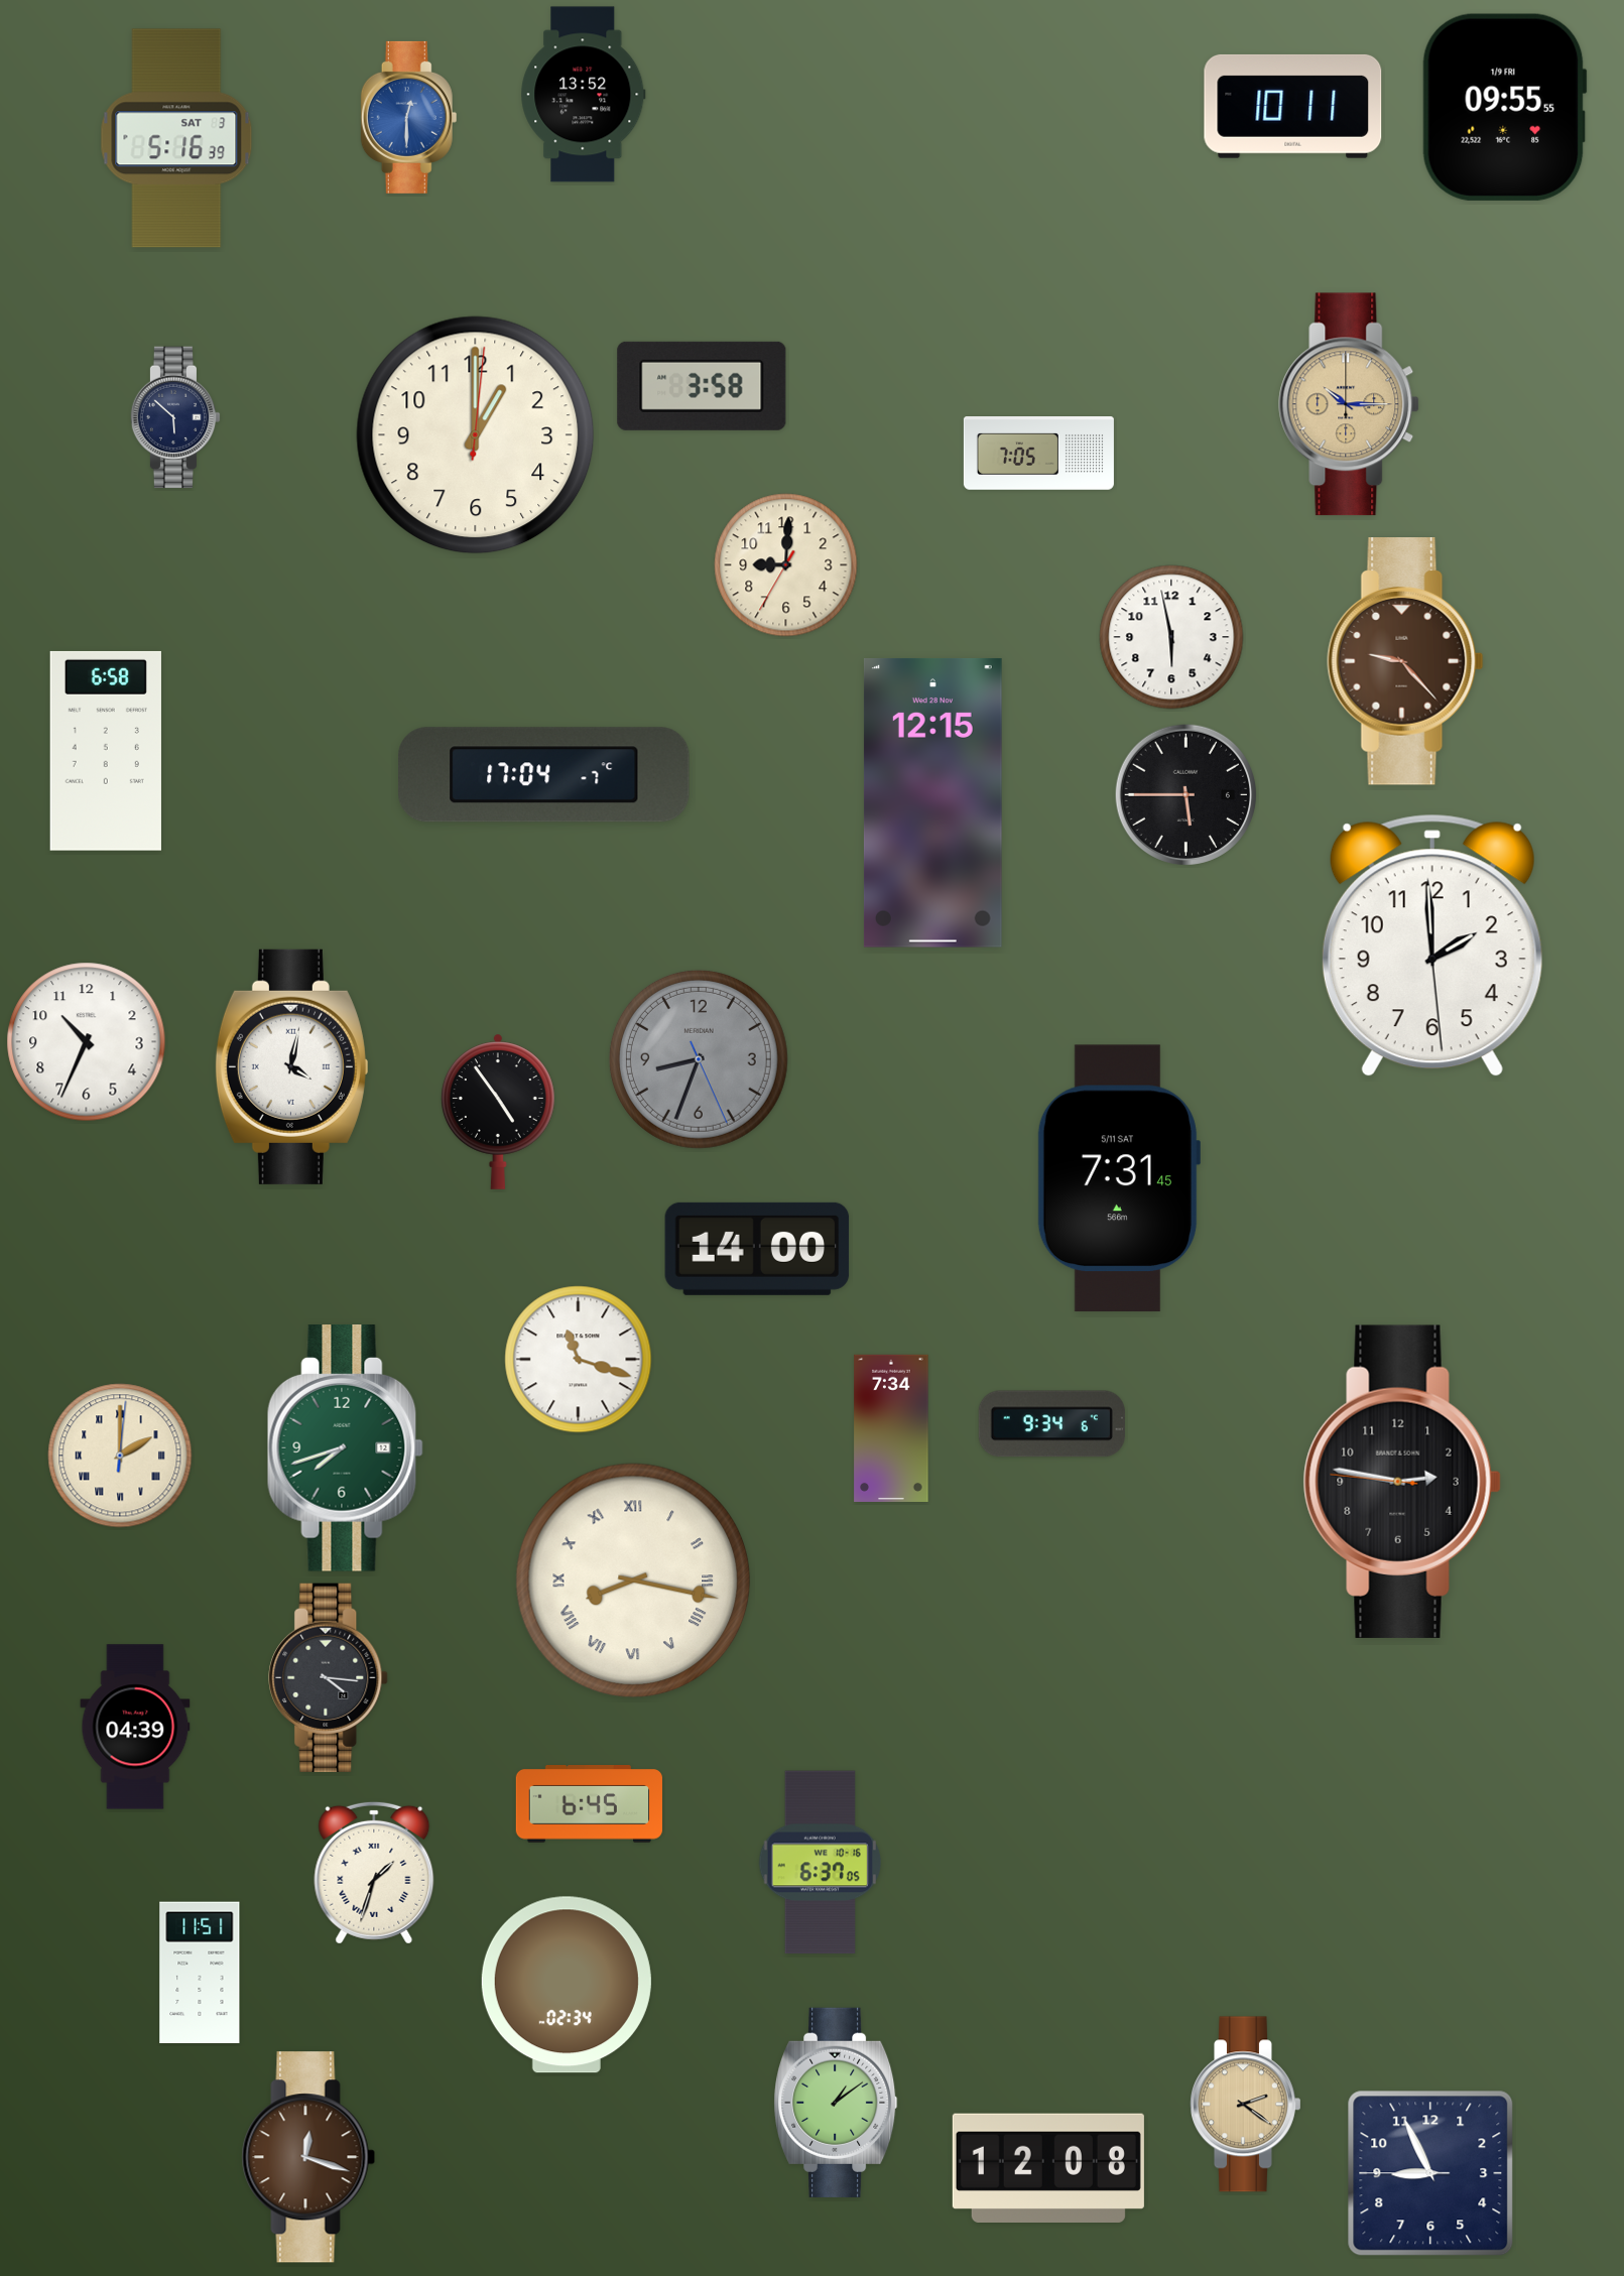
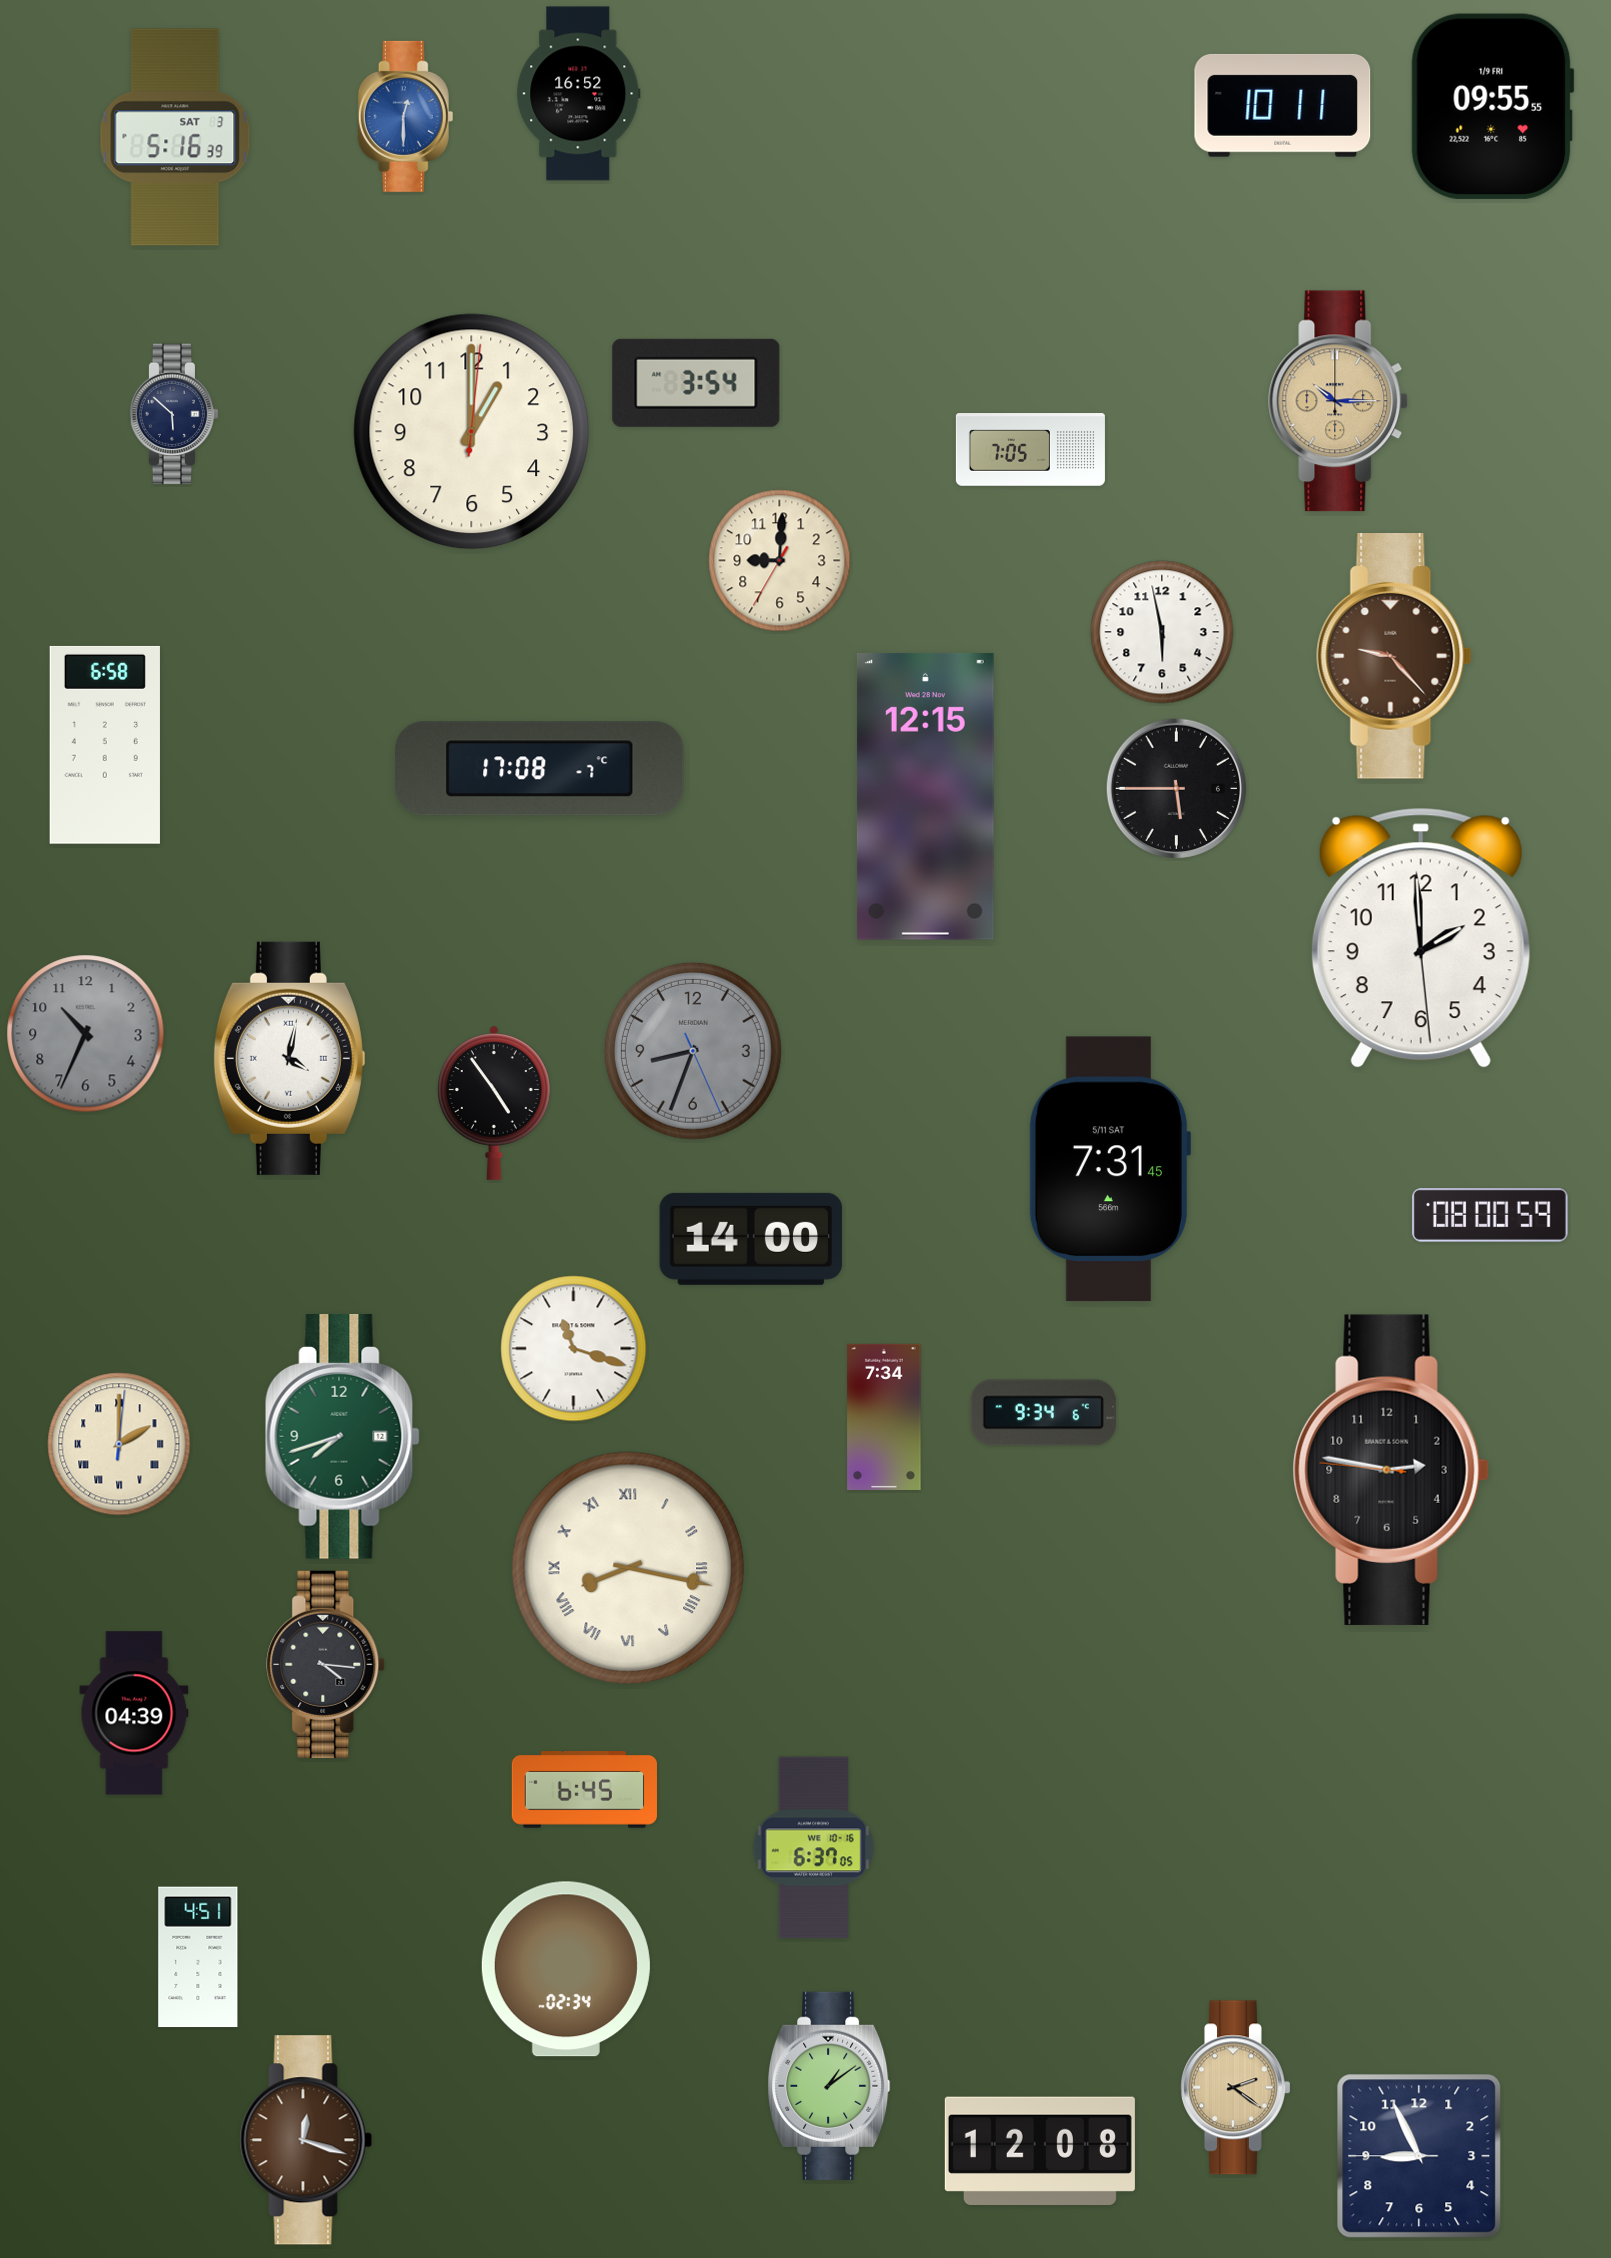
clock at (584, 95): 13:52 -> 16:52
clock at (702, 386): 3:58 -> 3:54
clock at (544, 775): 17:04 -> 17:08
clock at (87, 1042) dial: white -> grey
clock at (1491, 1216): none -> 08:00
clock at (374, 1873): 1:33 -> none
clock at (200, 1973): 11:51 -> 4:51
clock at (567, 1985) position: (567, 1985) -> (566, 1969)
